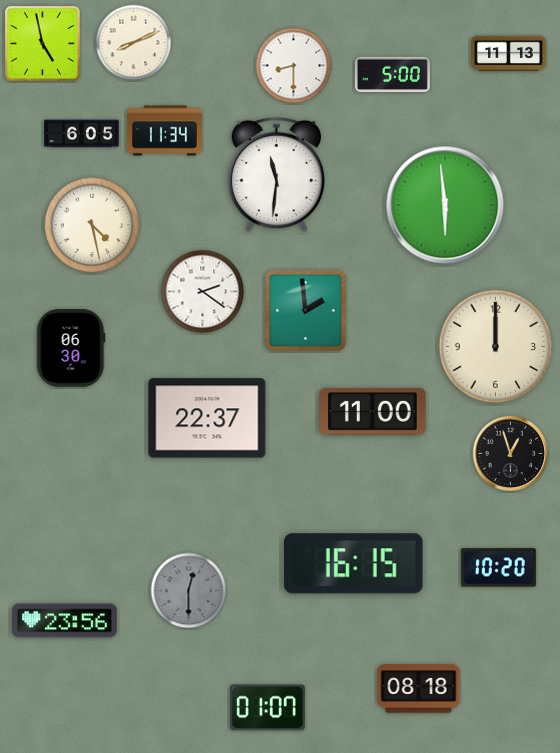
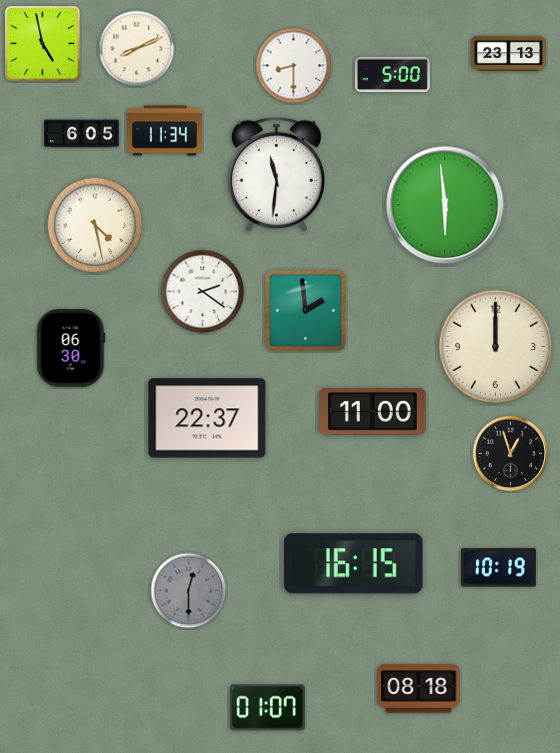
clock at (134, 43) position: (134, 43) -> (137, 49)
clock at (508, 54): 11:13 -> 23:13
clock at (92, 225) position: (92, 225) -> (95, 225)
clock at (498, 568): 10:20 -> 10:19
clock at (64, 621): 23:56 -> none
